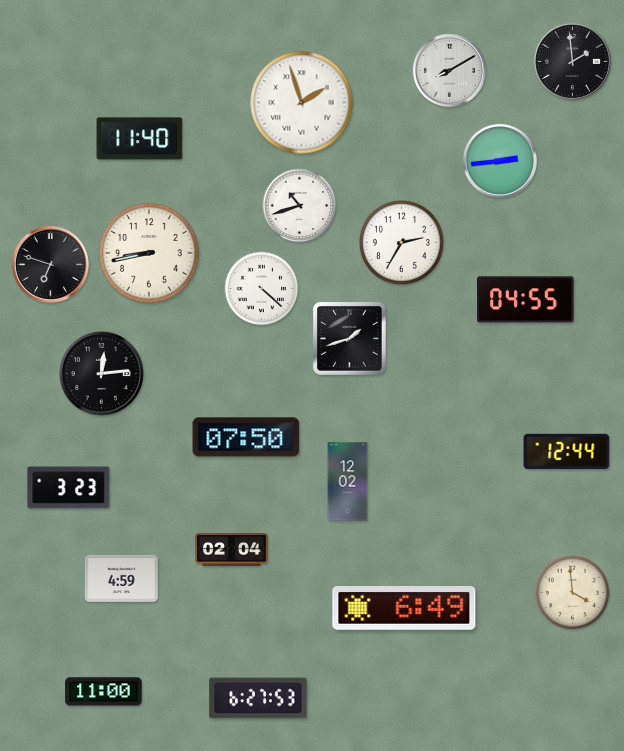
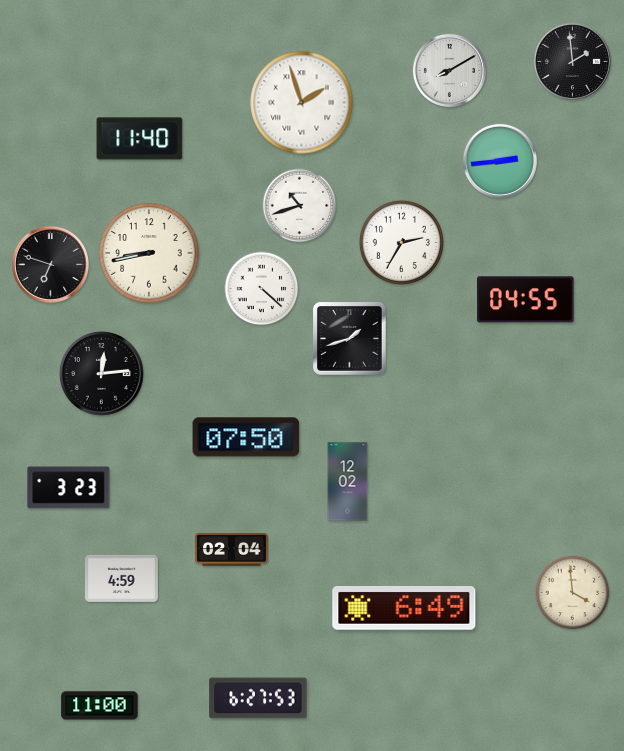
clock at (567, 451): 12:44 -> none
clock at (104, 692) position: (104, 692) -> (100, 706)
